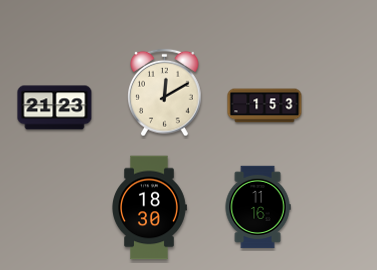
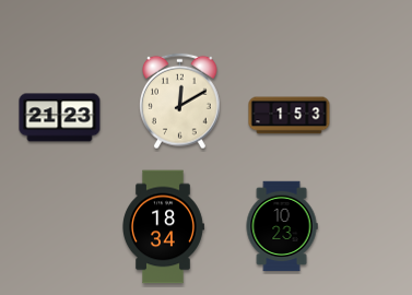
clock at (258, 207): 11:16 -> 10:23
clock at (150, 208): 18:30 -> 18:34
